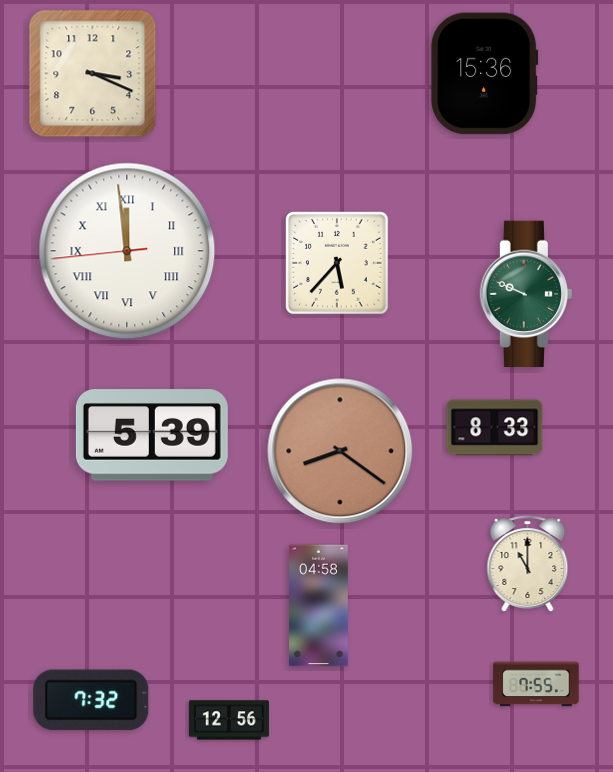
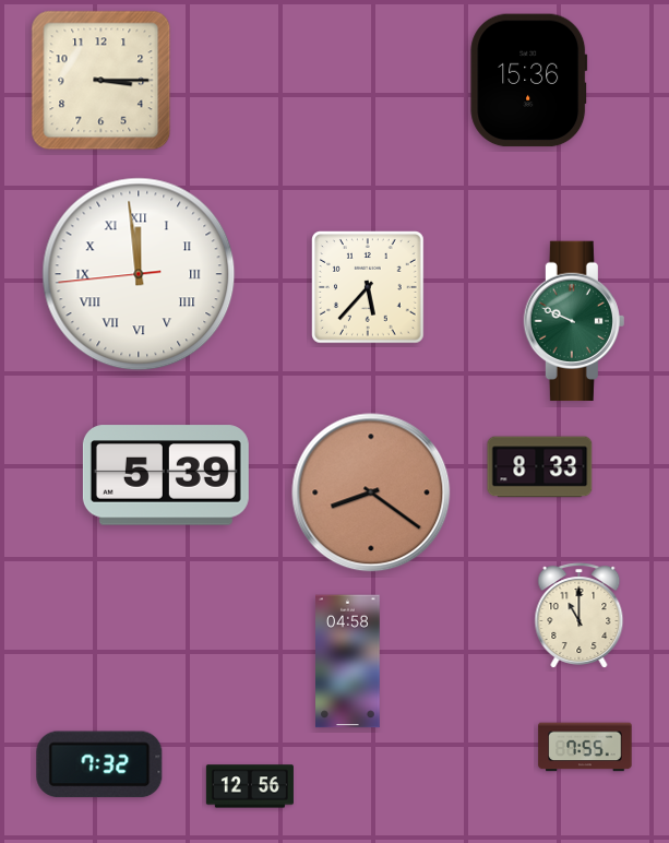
clock at (93, 74): 3:19 -> 3:15
clock at (528, 564) position: (528, 564) -> (580, 616)
